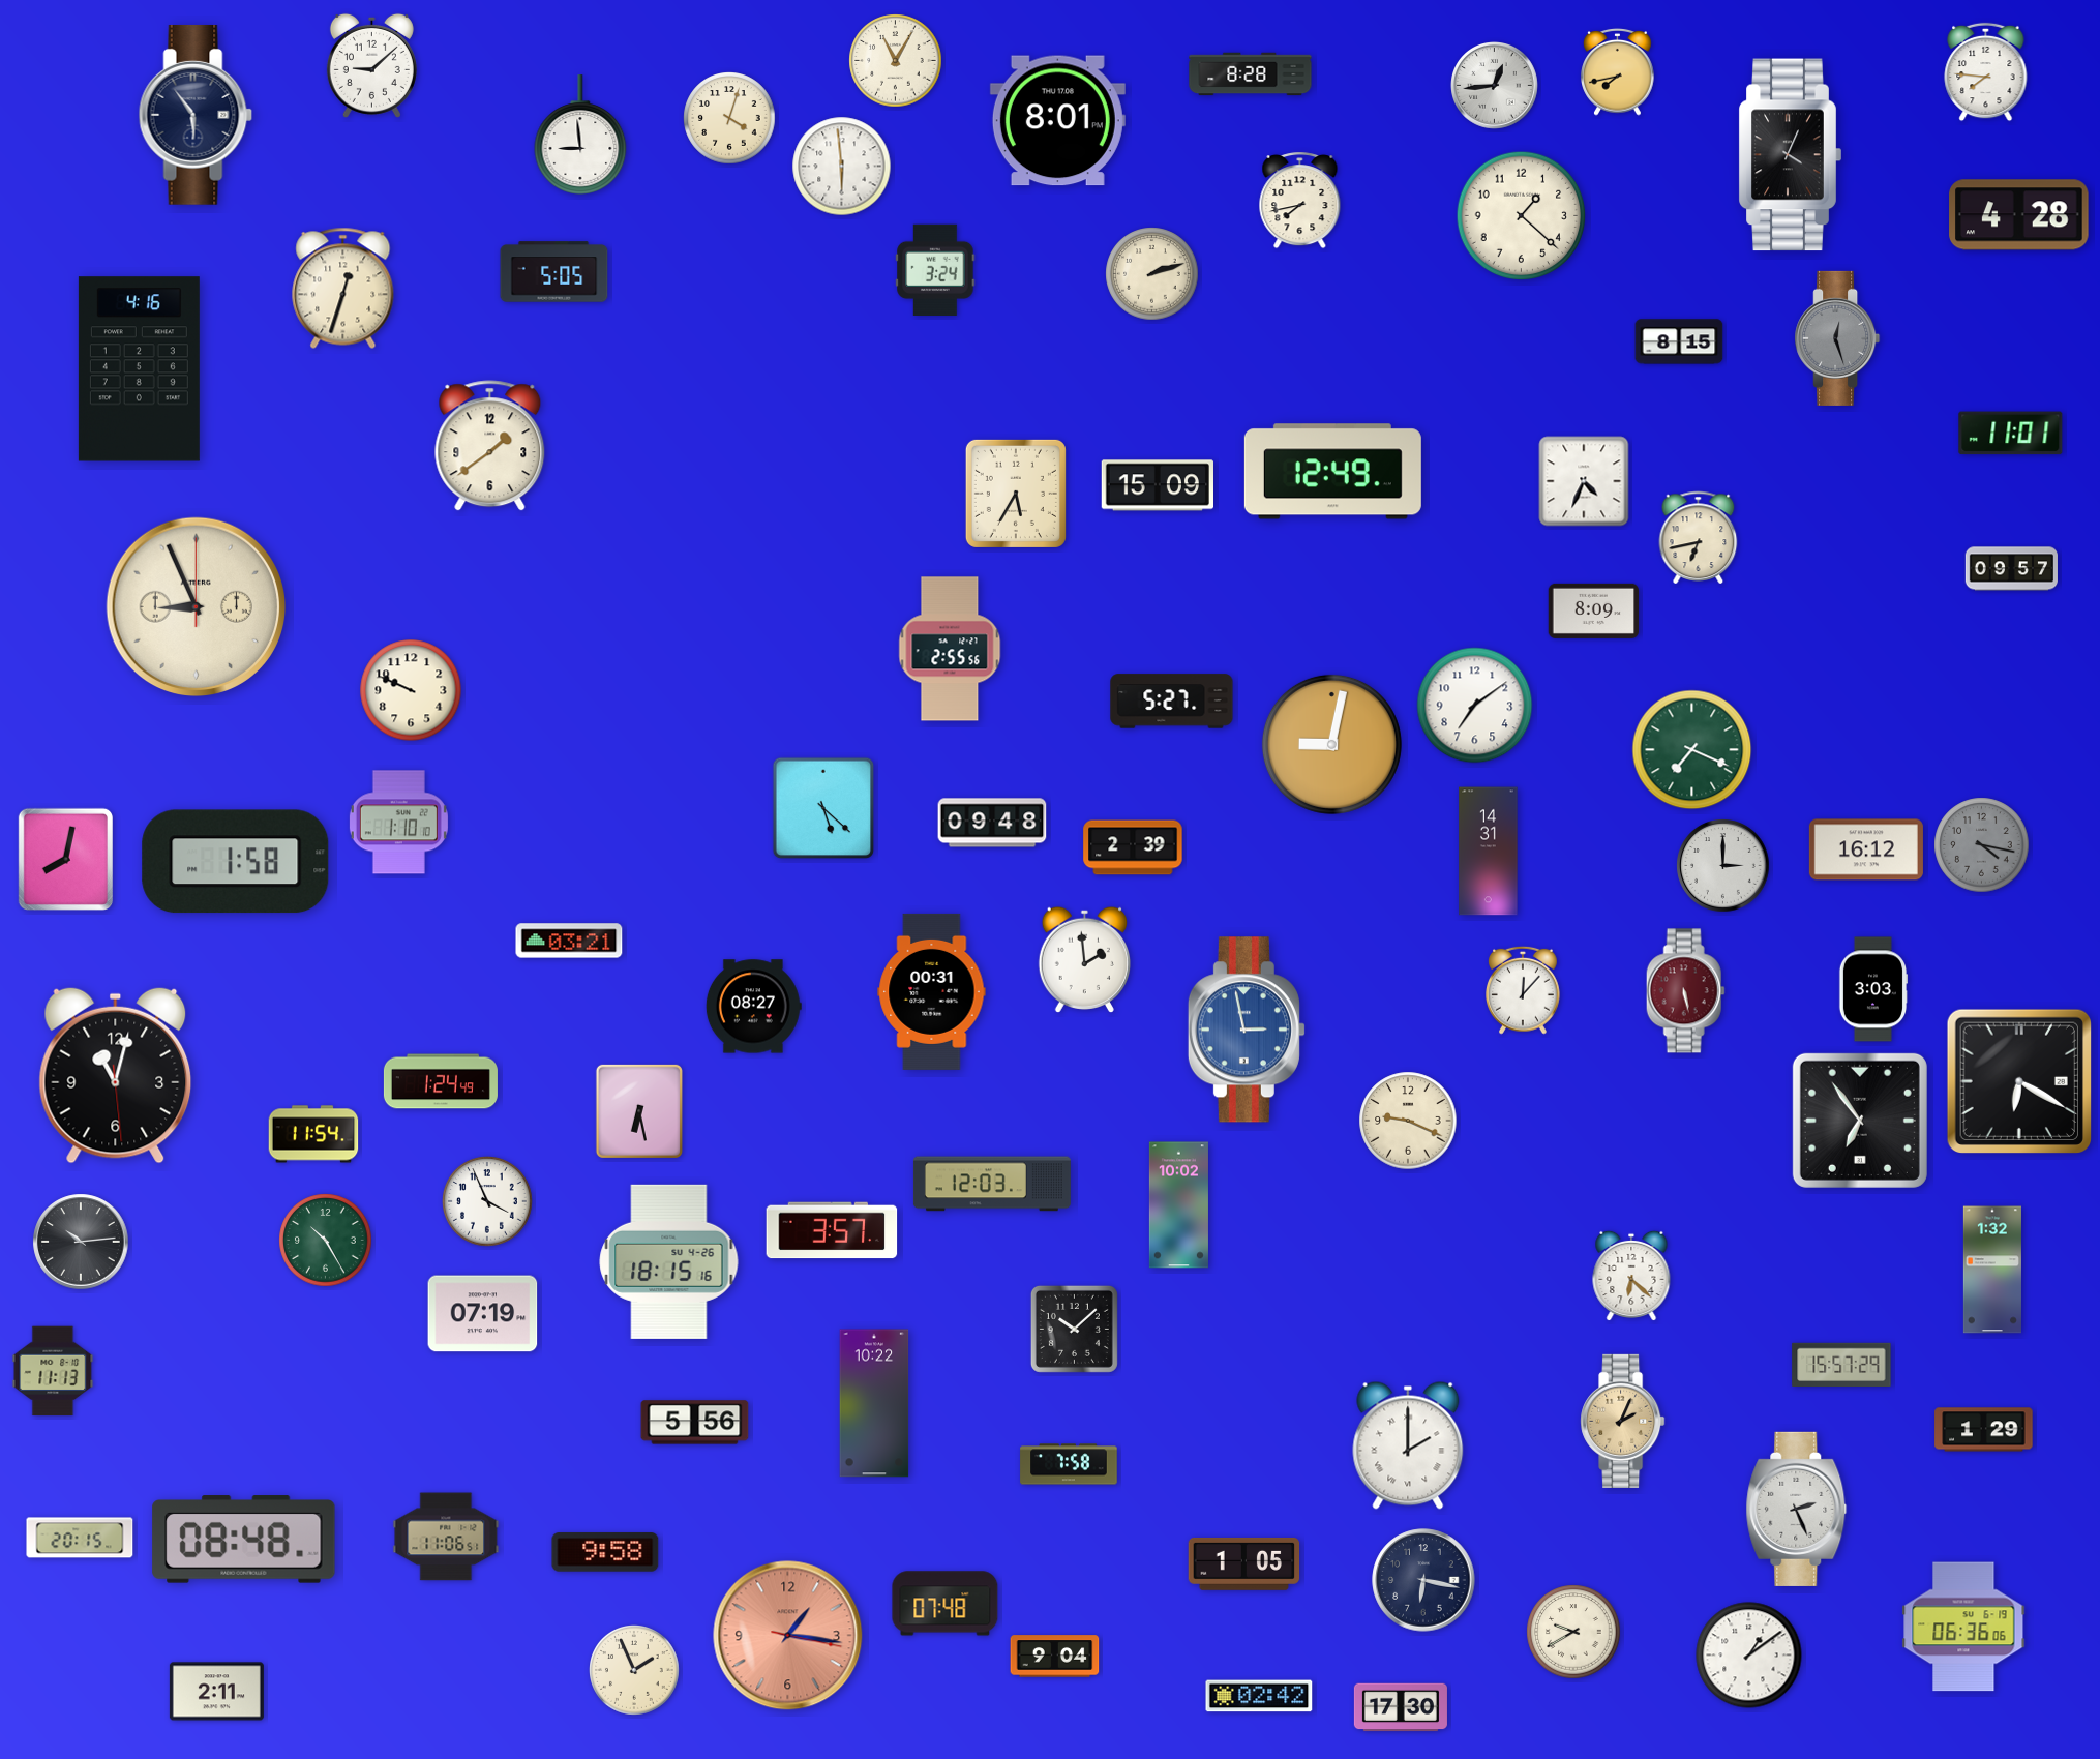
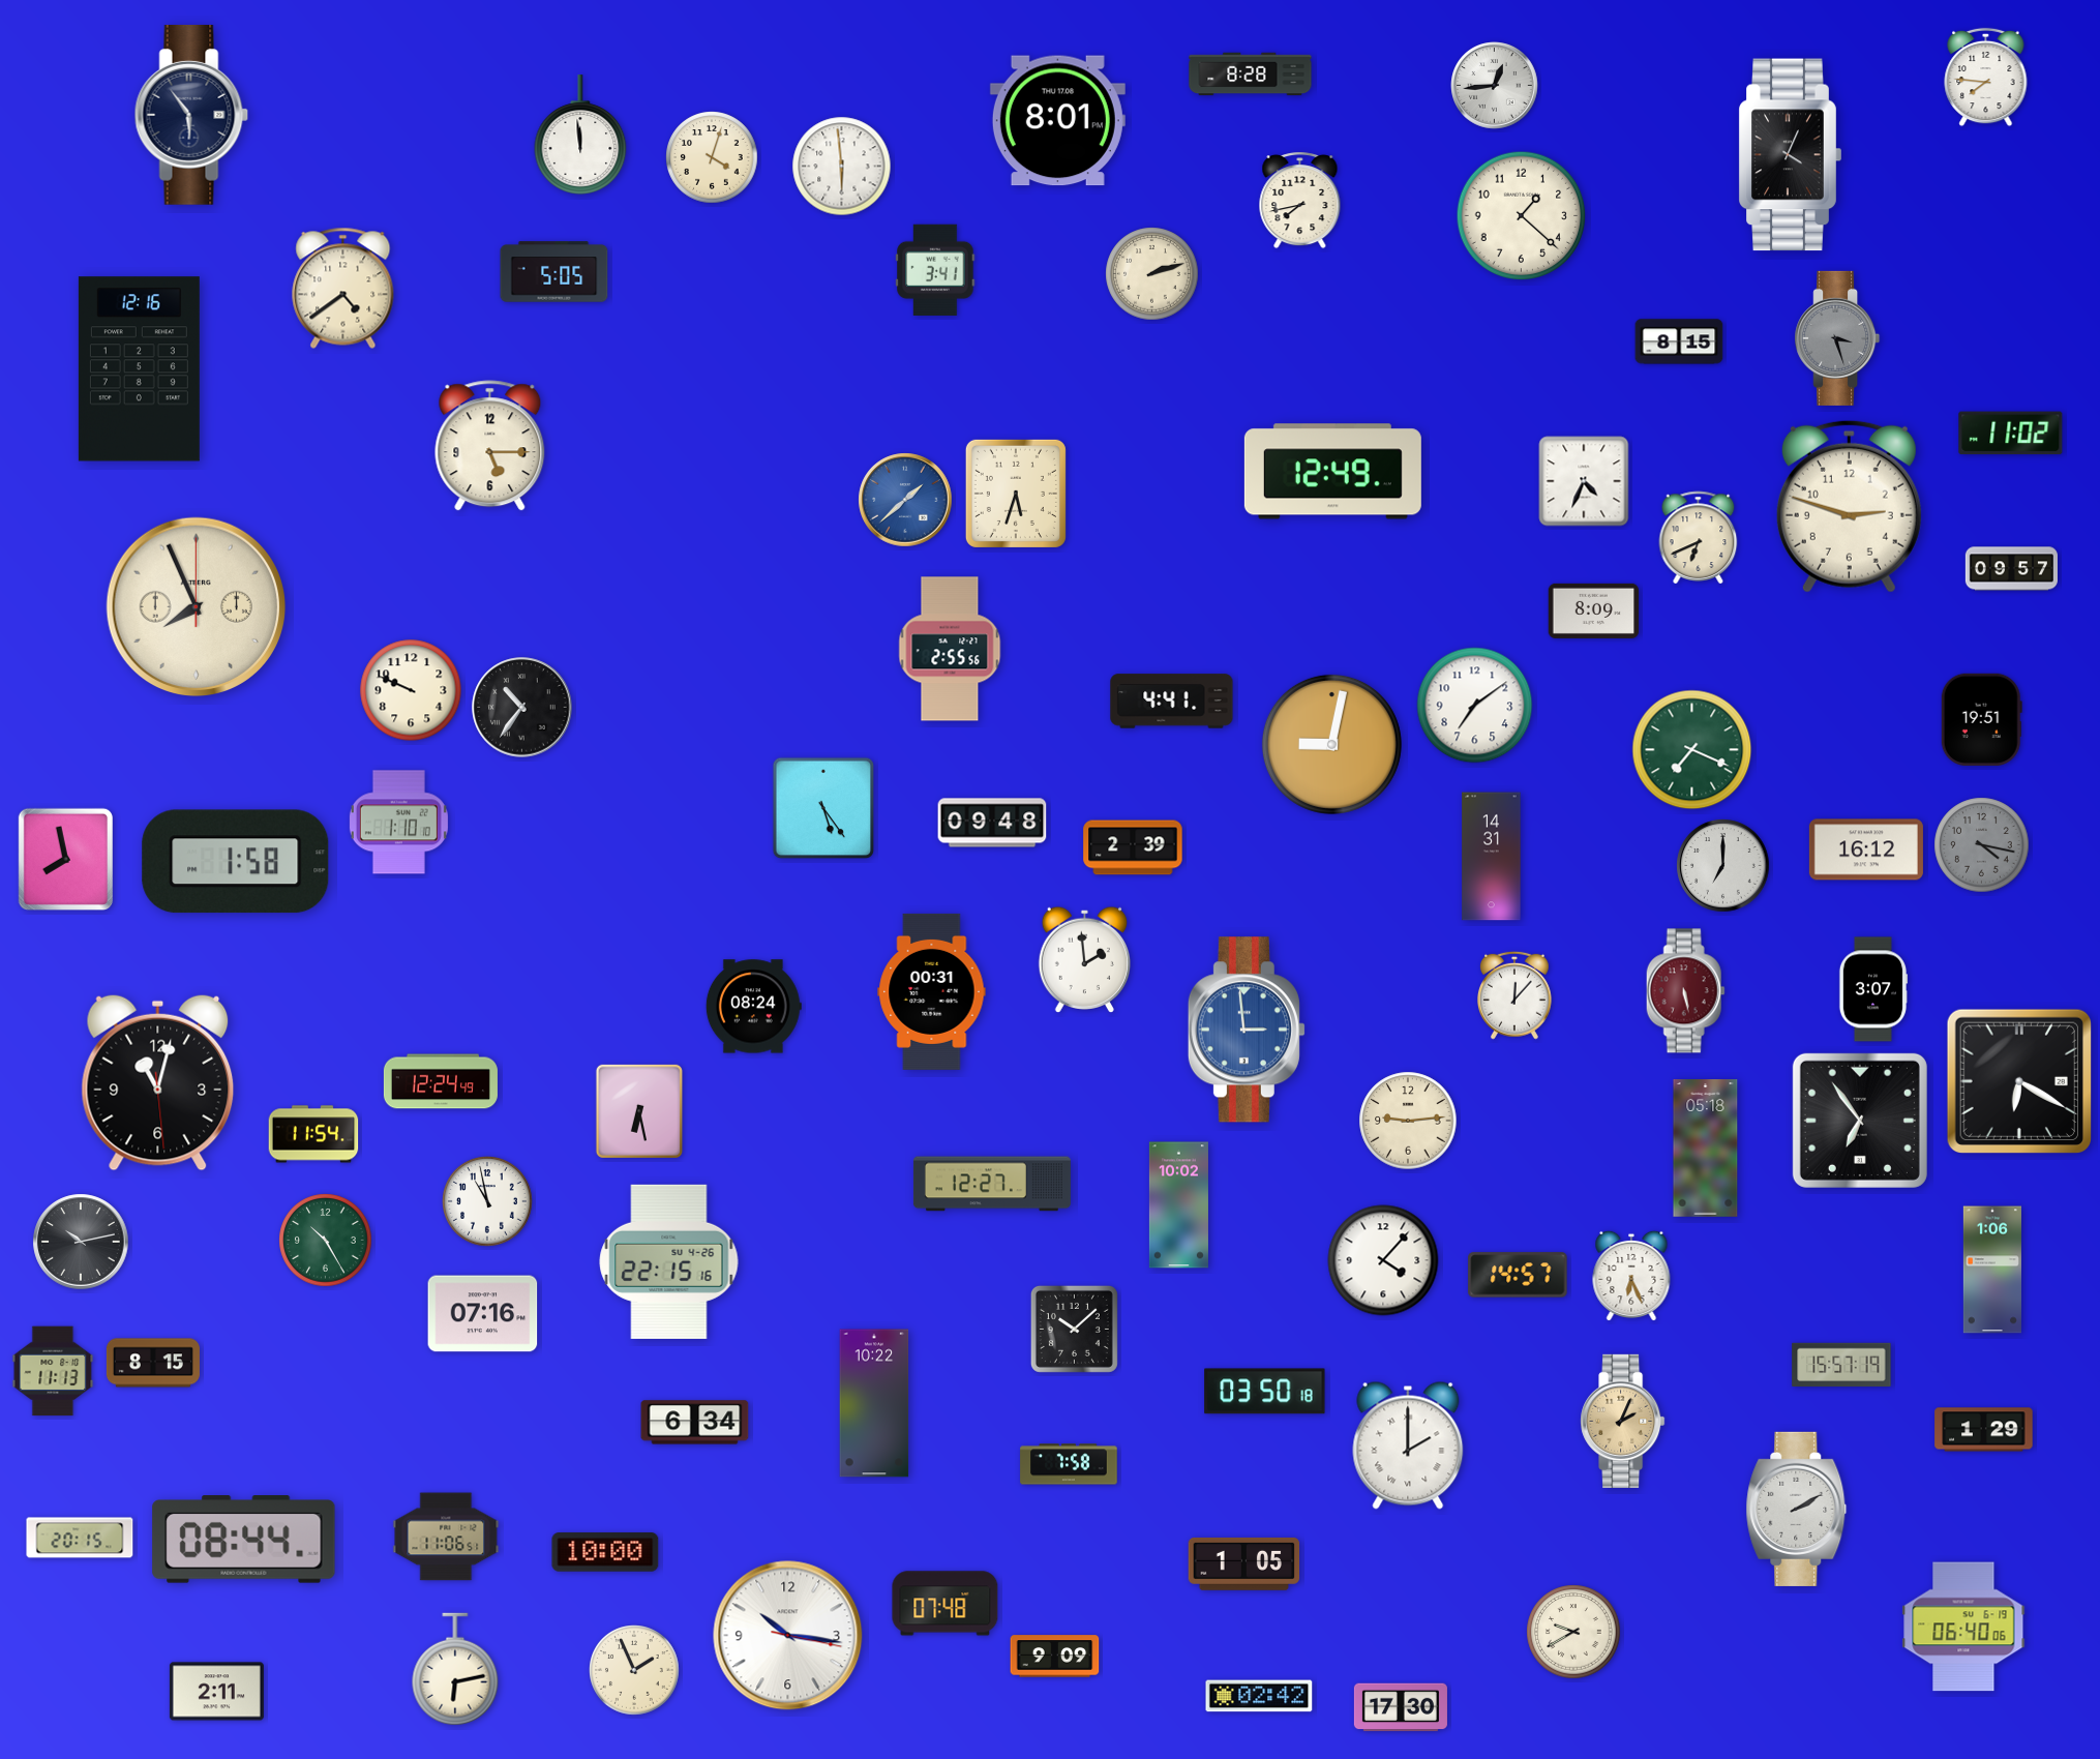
clock at (896, 61): 11:05 -> none
clock at (371, 65): 9:08 -> none
clock at (1618, 71): 7:43 -> none
clock at (1986, 72) position: (1986, 72) -> (1986, 78)
clock at (196, 115) position: (196, 115) -> (191, 115)
clock at (729, 118) position: (729, 118) -> (712, 157)
clock at (580, 135): 8:59 -> 11:59
clock at (2019, 215): 4:28 -> none
clock at (935, 270): 3:24 -> 3:41
clock at (343, 288): 12:33 -> 4:39
clock at (1837, 338): 12:27 -> 3:27
clock at (139, 369): 4:16 -> 12:16
clock at (2011, 434): 11:01 -> 11:02
clock at (490, 446): 1:39 -> 5:15
clock at (1157, 485): 15:09 -> none
clock at (1016, 494): 5:35 -> 5:33
clock at (905, 500): none -> 1:38
clock at (1849, 506): none -> 2:48
clock at (1699, 537): 6:43 -> 6:41
clock at (197, 607): 8:56 -> 7:56
clock at (1172, 702): 5:27 -> 4:41
clock at (522, 708): none -> 10:36
clock at (1981, 719): none -> 19:51
clock at (823, 808): 5:22 -> 5:24
clock at (1489, 852) position: (1489, 852) -> (1492, 857)
clock at (65, 859): 8:02 -> 7:58
clock at (1723, 866): 3:00 -> 7:00
clock at (569, 941): 03:21 -> none
clock at (1873, 989): 3:03 -> 3:07
clock at (1524, 990) position: (1524, 990) -> (1516, 995)
clock at (753, 1007): 08:27 -> 08:24
clock at (1247, 1030): 2:58 -> 2:59
clock at (116, 1075) position: (116, 1075) -> (158, 1082)
clock at (441, 1081): 1:24 -> 12:24
clock at (1408, 1121): 9:19 -> 9:14
clock at (1706, 1149): none -> 05:18
clock at (992, 1184): 12:03 -> 12:27
clock at (487, 1201): 3:56 -> 10:58
clock at (832, 1230): 3:57 -> none
clock at (81, 1242): 10:14 -> 10:13
clock at (1383, 1260): none -> 4:07
clock at (669, 1261): 18:15 -> 22:15
clock at (1992, 1270): 1:32 -> 1:06
clock at (1518, 1275): none -> 14:57
clock at (1631, 1276): 6:22 -> 6:26
clock at (483, 1314): 07:19 -> 07:16
clock at (153, 1363): none -> 8:15
clock at (1841, 1364): 15:57:29 -> 15:57:19
clock at (1265, 1392): none -> 03:50
clock at (695, 1423): 5:56 -> 6:34
clock at (1797, 1509): 2:26 -> 2:10
clock at (244, 1540): 08:48 -> 08:44
clock at (605, 1552): 9:58 -> 10:00
clock at (1423, 1580): 6:17 -> none
clock at (1963, 1627): 06:36 -> 06:40
clock at (788, 1636): 1:16 -> 10:16
clock at (788, 1636) dial: salmon -> white
clock at (1749, 1656): 1:09 -> none
clock at (1055, 1657): 9:04 -> 9:09
clock at (455, 1669): none -> 6:13
